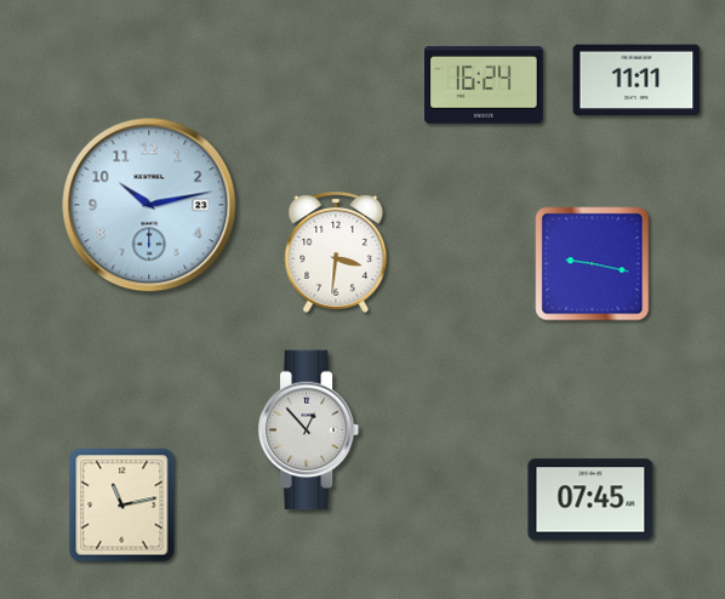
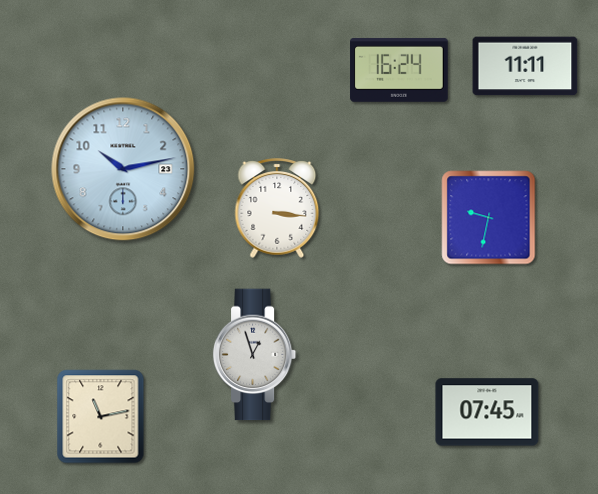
clock at (336, 252): 3:31 -> 3:16
clock at (593, 264): 9:17 -> 9:32
clock at (309, 430): 12:53 -> 12:57
